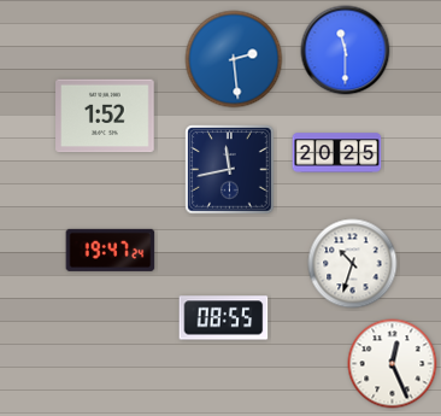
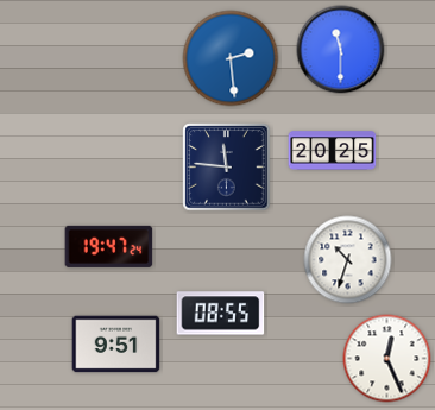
clock at (105, 116): 1:52 -> none
clock at (230, 170): 11:43 -> 11:46
clock at (116, 345): none -> 9:51
